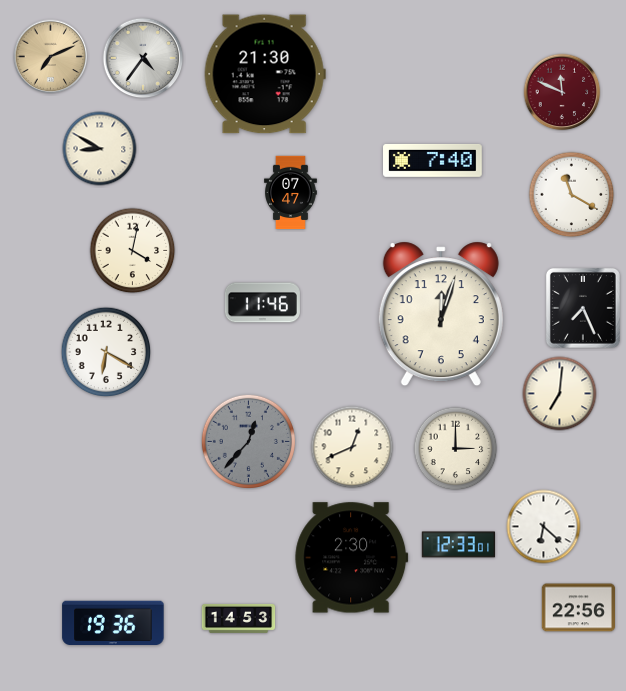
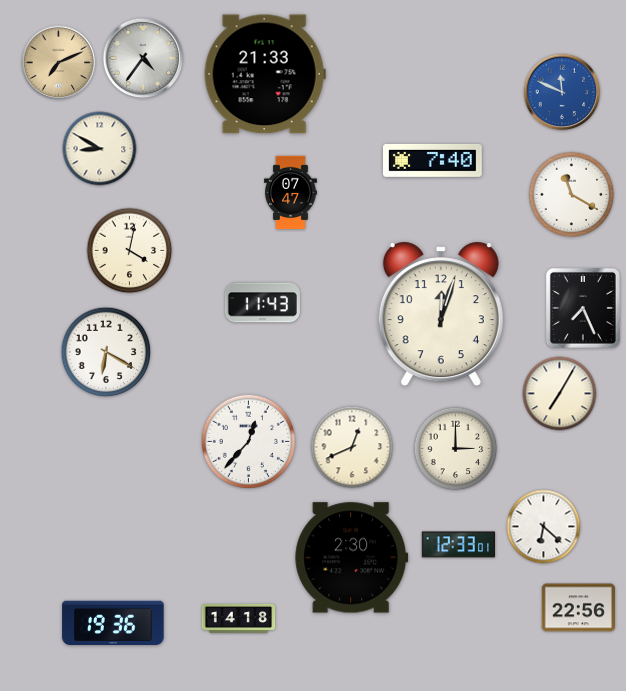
clock at (51, 57) position: (51, 57) -> (59, 63)
clock at (265, 74): 21:30 -> 21:33
clock at (562, 92) dial: burgundy -> blue
clock at (133, 251) position: (133, 251) -> (130, 251)
clock at (262, 303): 11:46 -> 11:43
clock at (560, 394): 7:01 -> 7:05
clock at (248, 441) dial: grey -> white
clock at (239, 618): 14:53 -> 14:18
